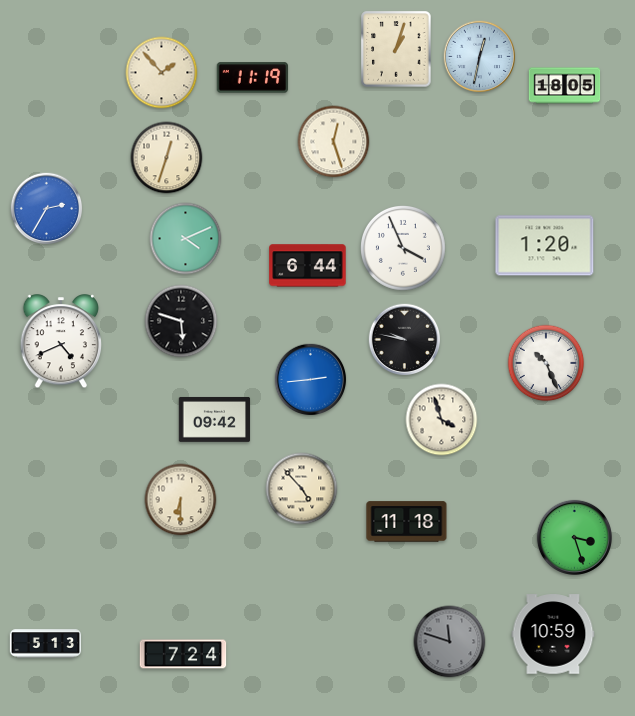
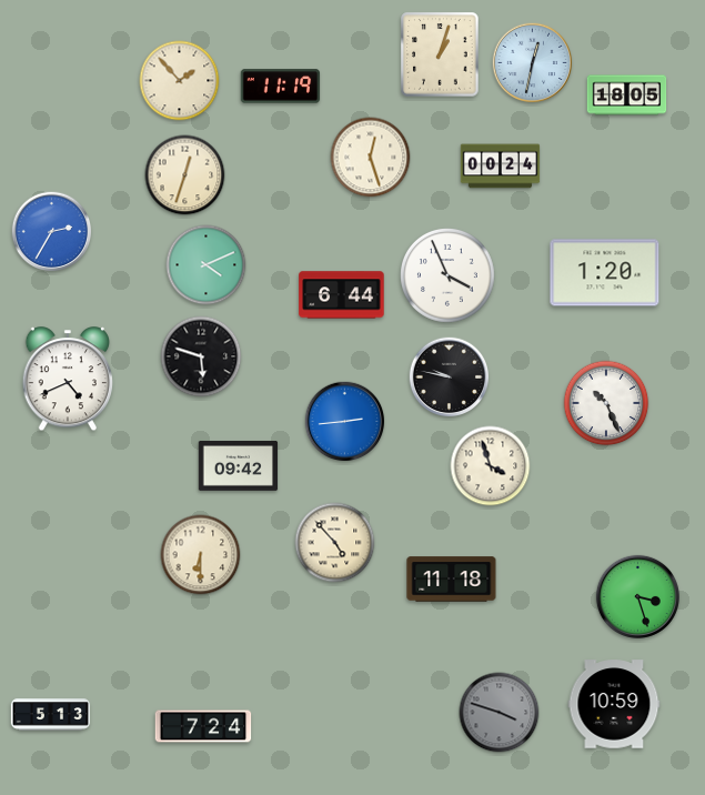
clock at (501, 167): none -> 00:24
clock at (450, 642): 11:48 -> 3:48
